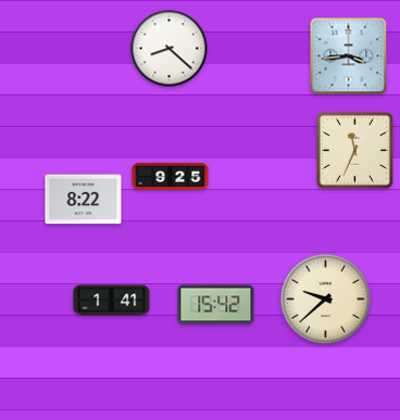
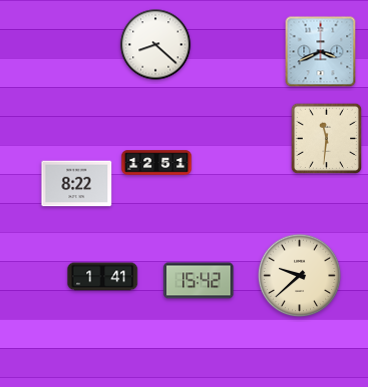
clock at (349, 56): 3:44 -> 3:41
clock at (355, 151): 11:34 -> 11:31
clock at (171, 177): 9:25 -> 12:51
